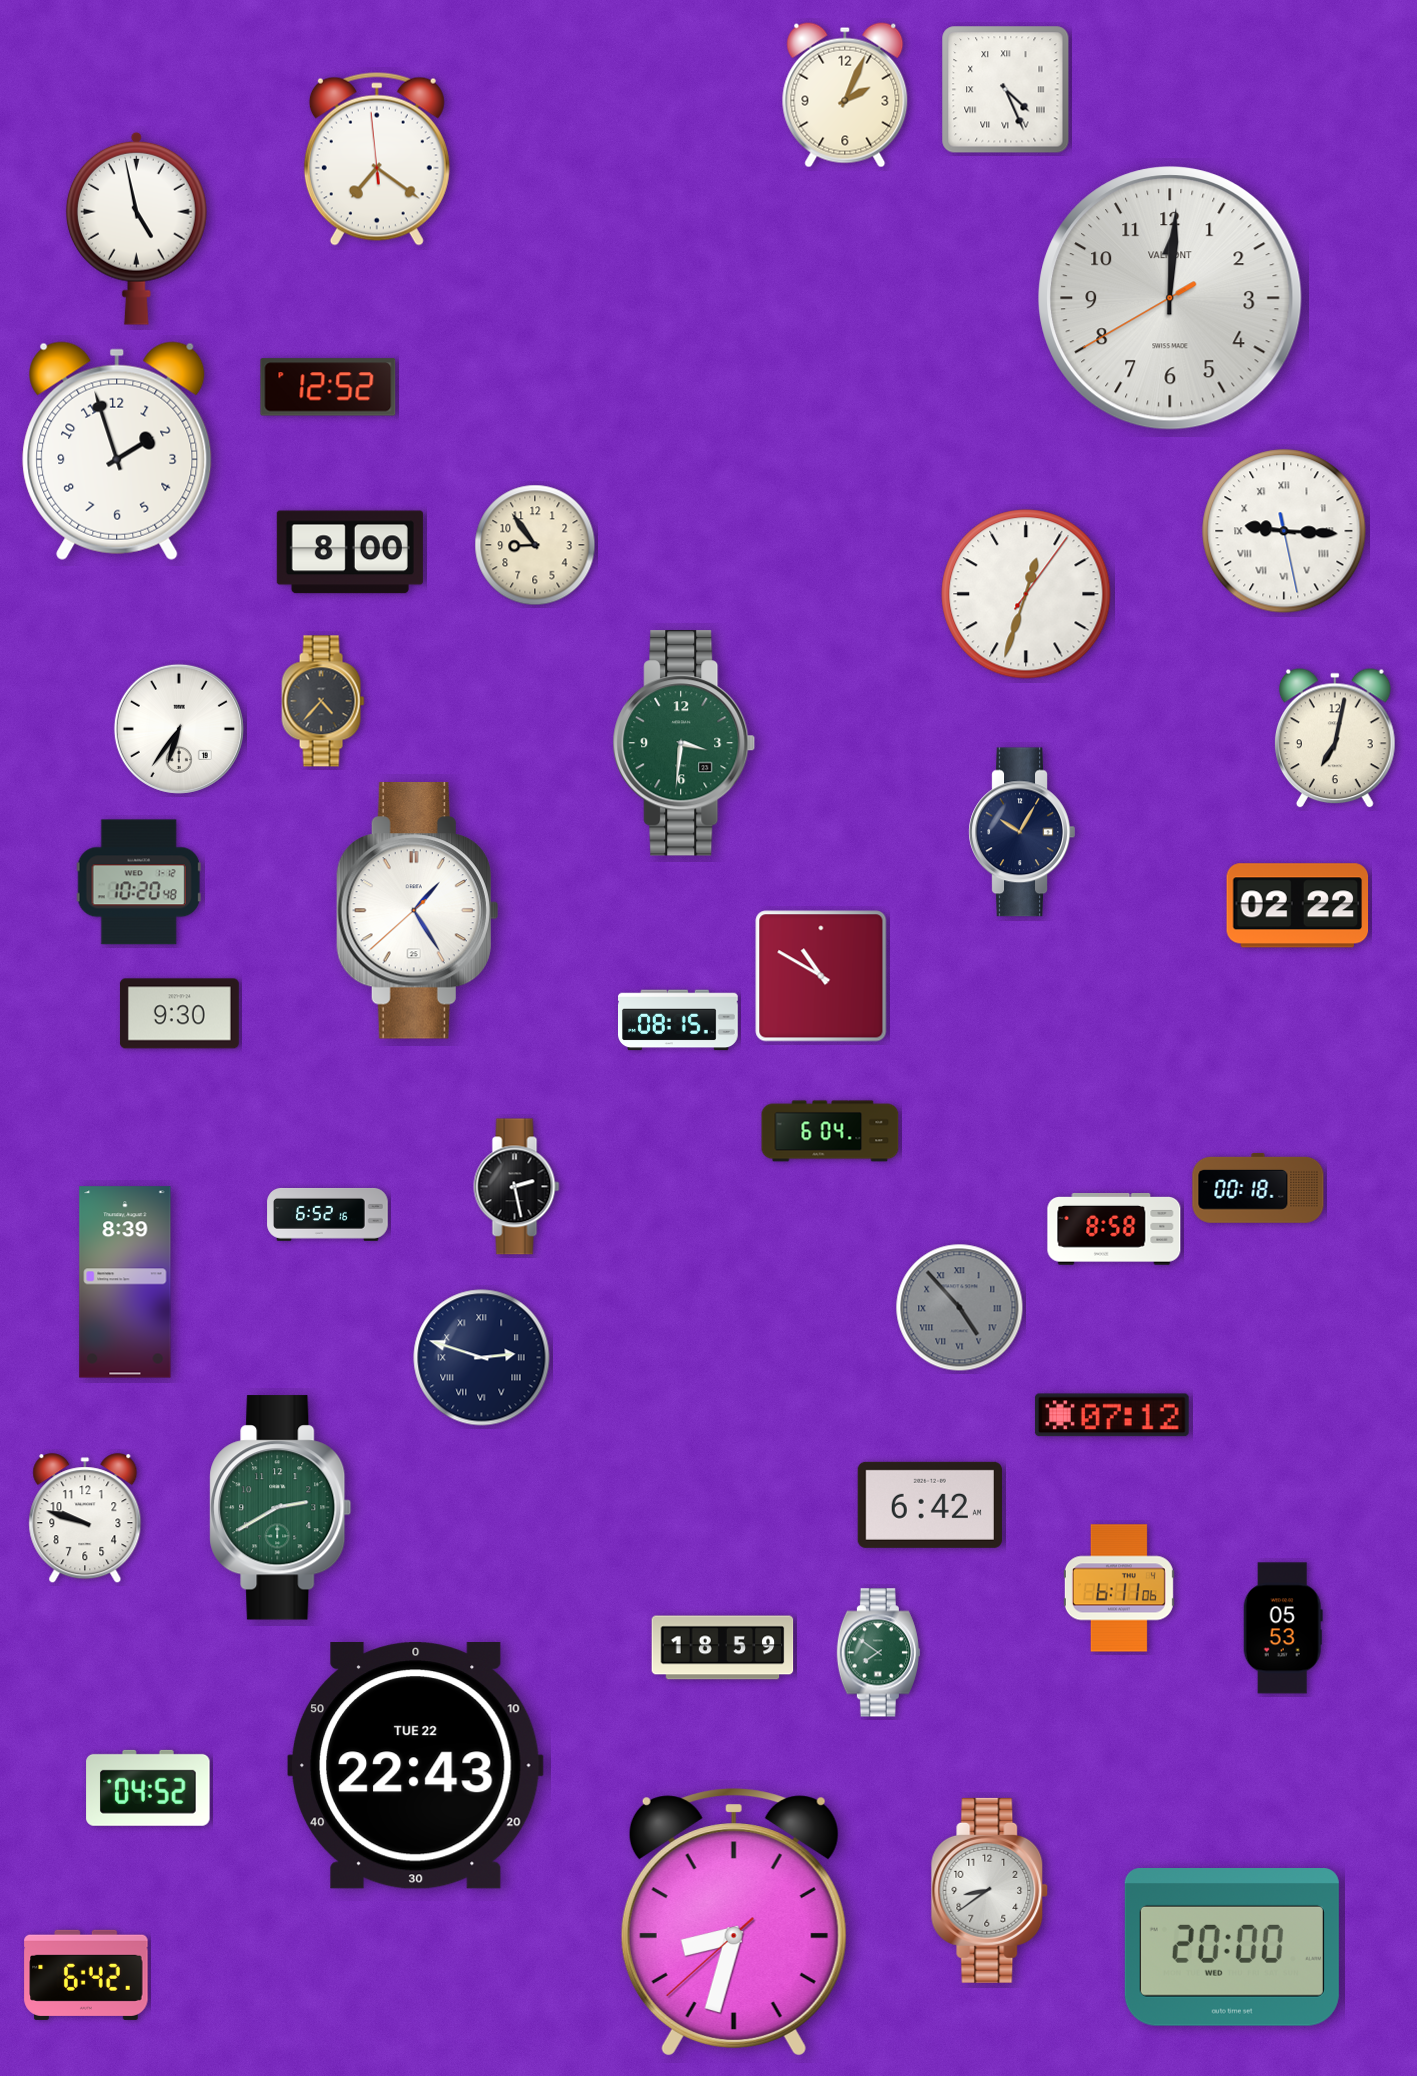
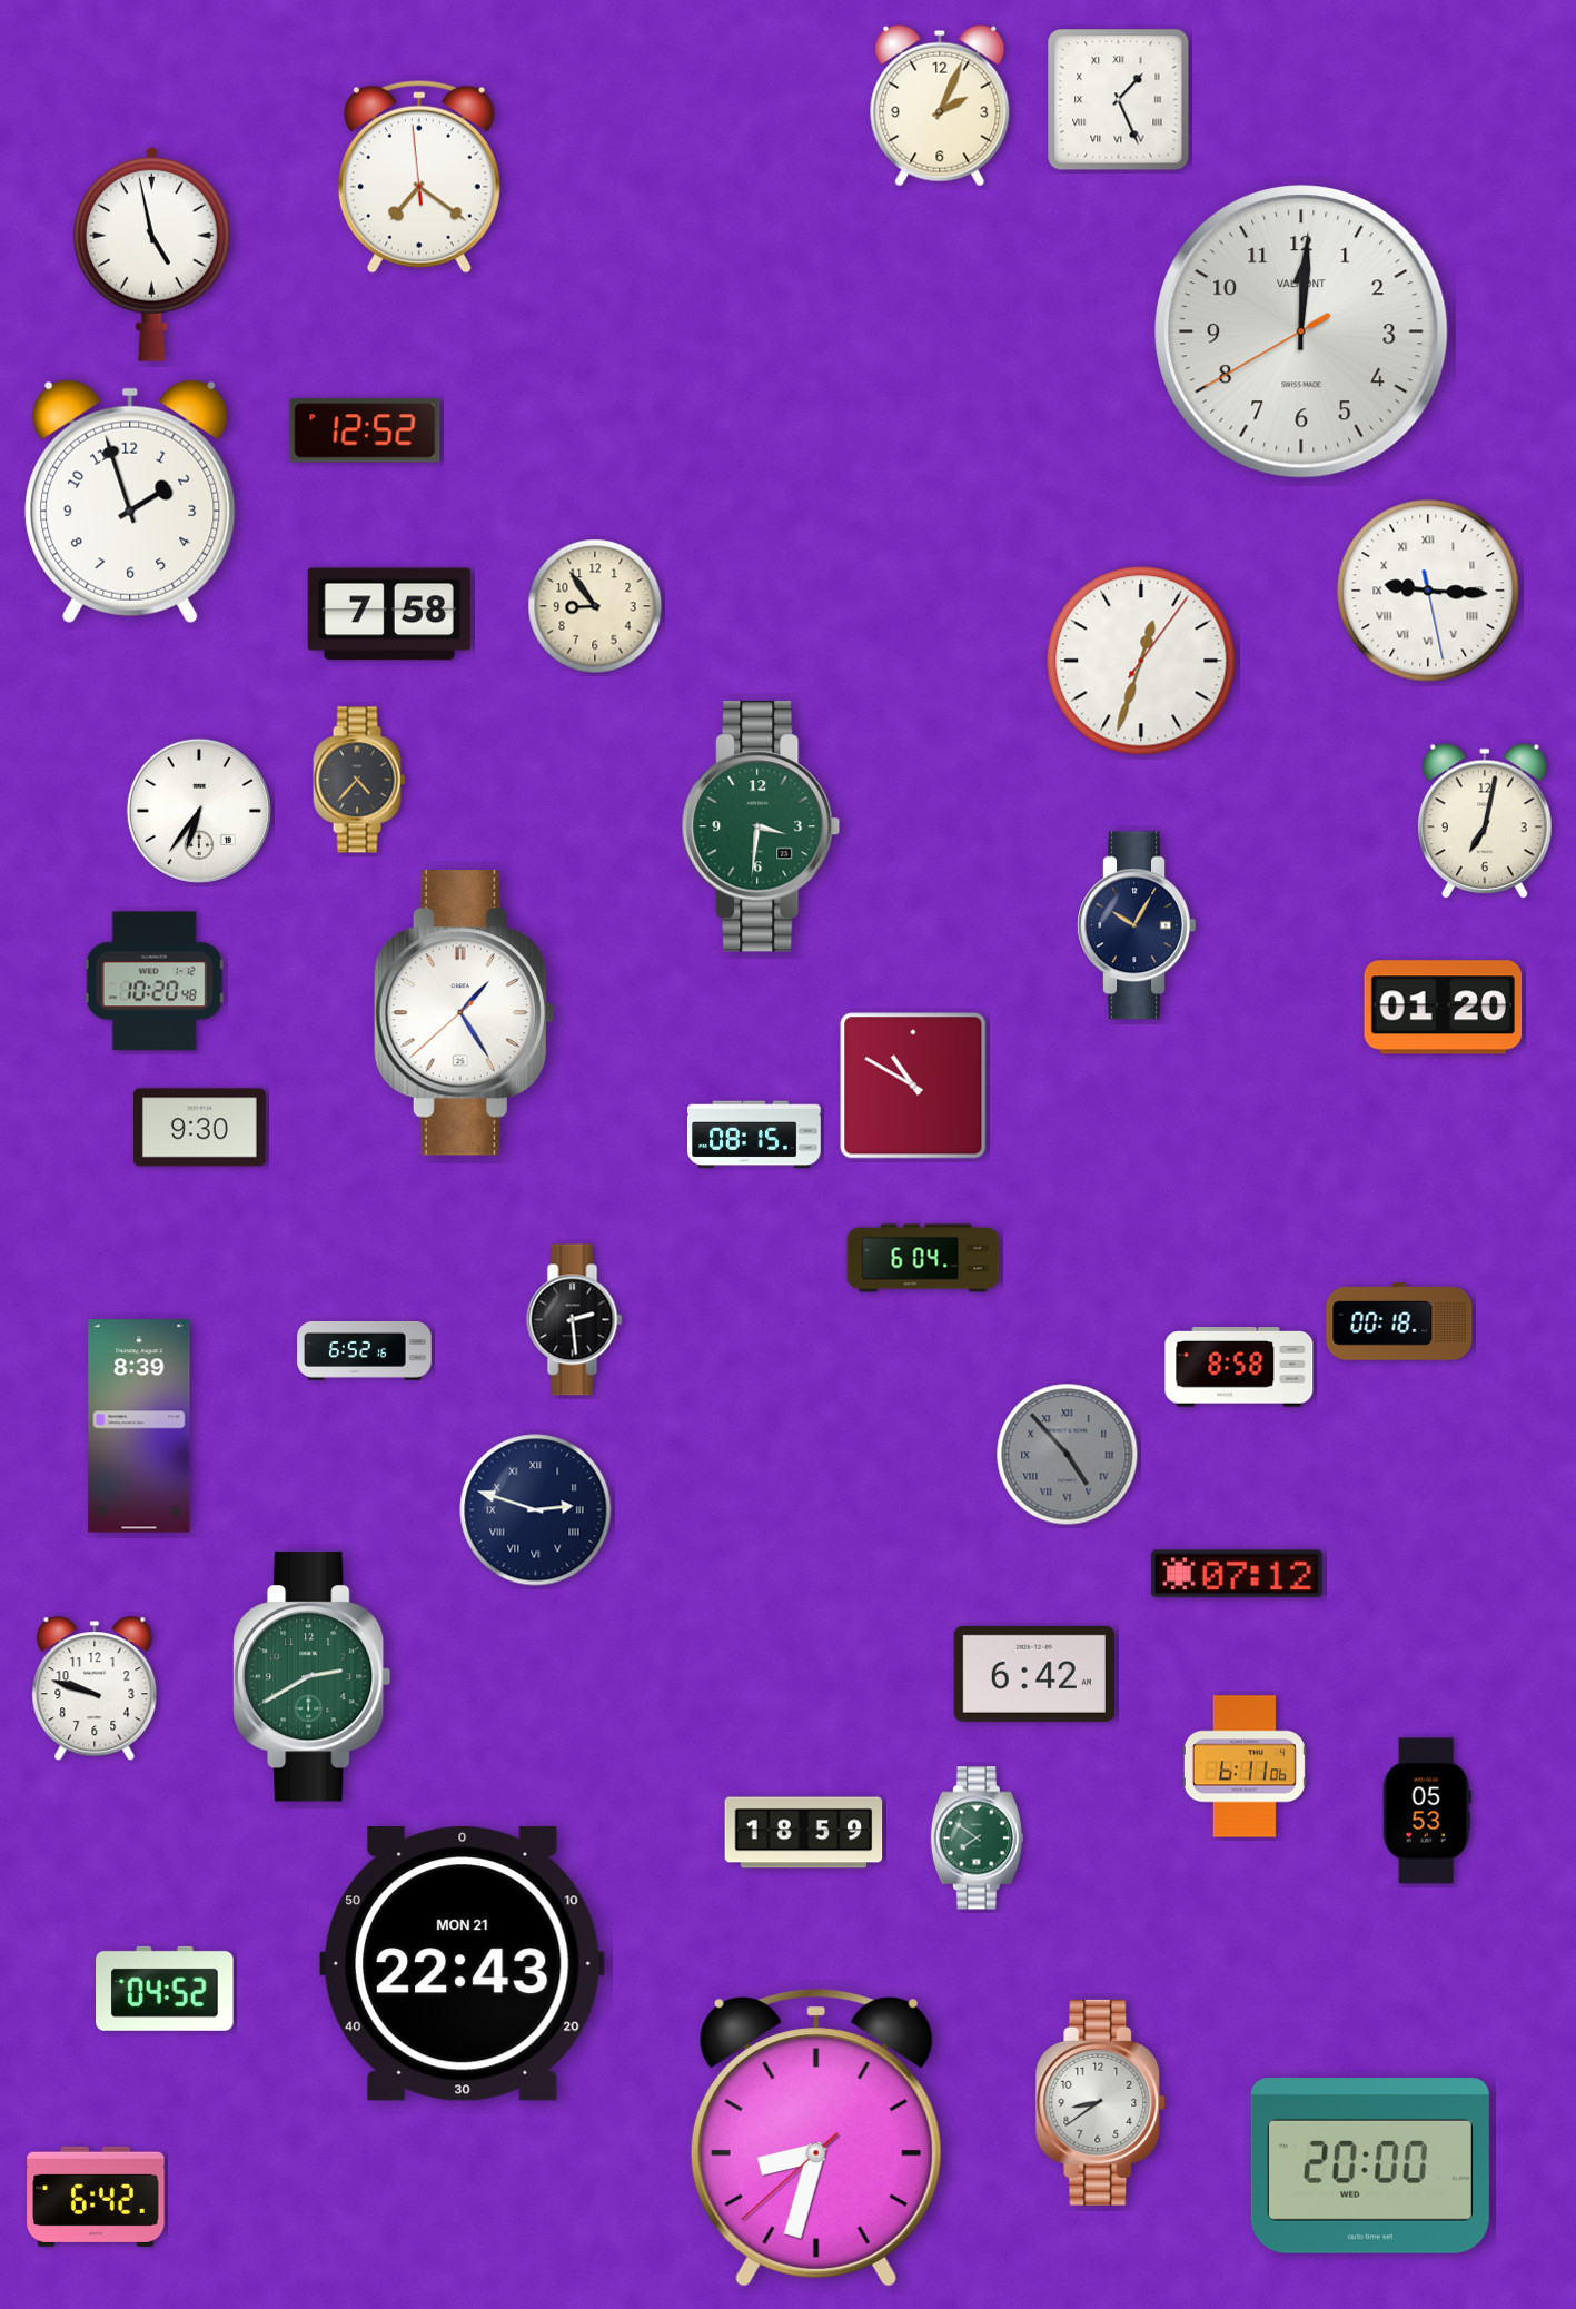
clock at (1006, 90): 4:26 -> 1:26
clock at (350, 552): 8:00 -> 7:58
clock at (1298, 906): 02:22 -> 01:20
clock at (517, 1187): 2:28 -> 2:29
clock at (415, 1766) date: TUE 22 -> MON 21
